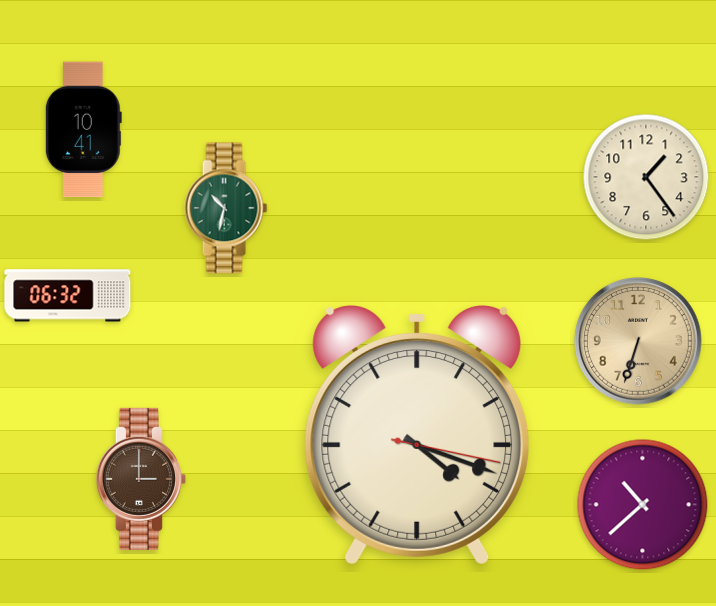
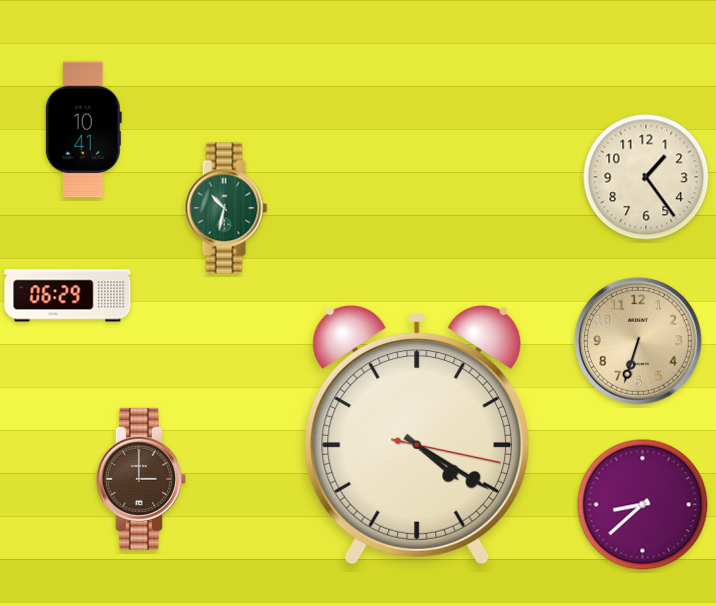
clock at (68, 296): 06:32 -> 06:29
clock at (417, 435): 4:18 -> 4:20
clock at (643, 505): 10:38 -> 8:38
